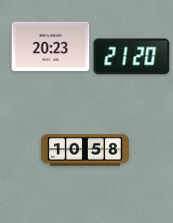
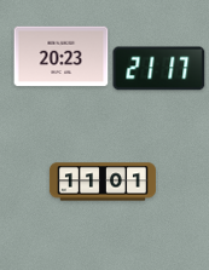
clock at (132, 57): 21:20 -> 21:17
clock at (85, 150): 10:58 -> 11:01
